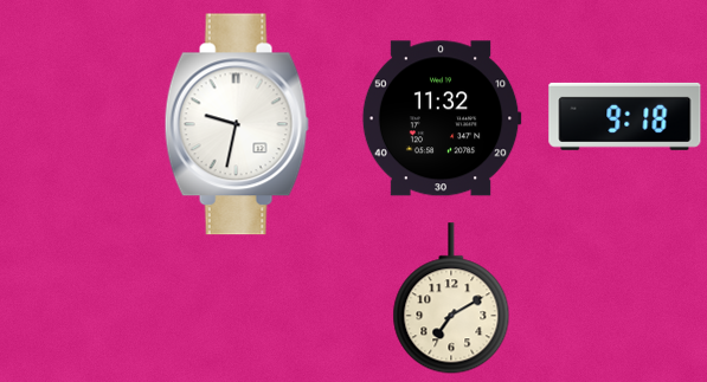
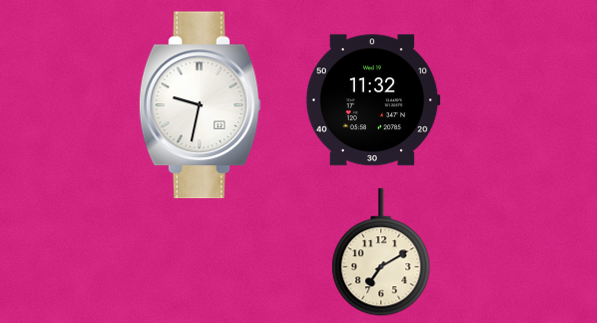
clock at (625, 116): 9:18 -> none
